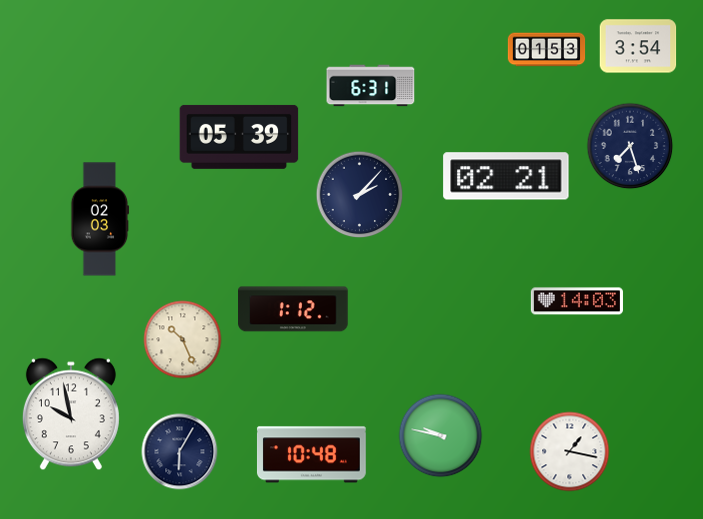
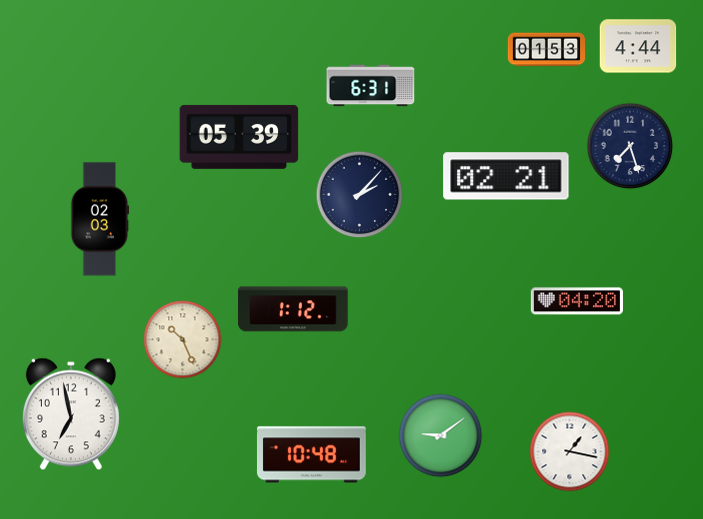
clock at (638, 46): 3:54 -> 4:44
clock at (577, 301): 14:03 -> 04:20
clock at (71, 414): 9:58 -> 6:58
clock at (441, 436): 9:47 -> 9:09
clock at (180, 452): 6:05 -> none
